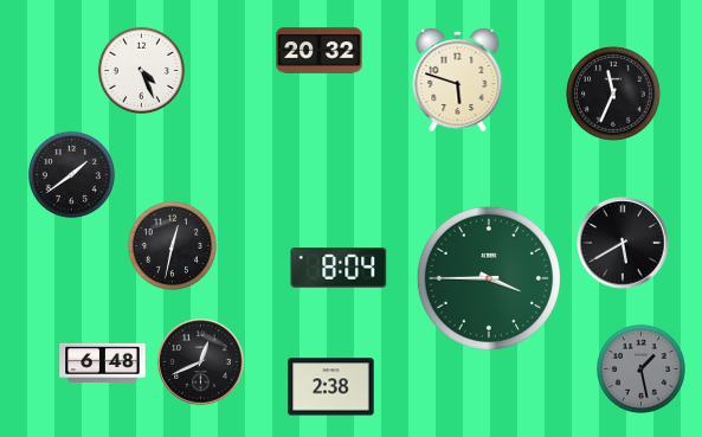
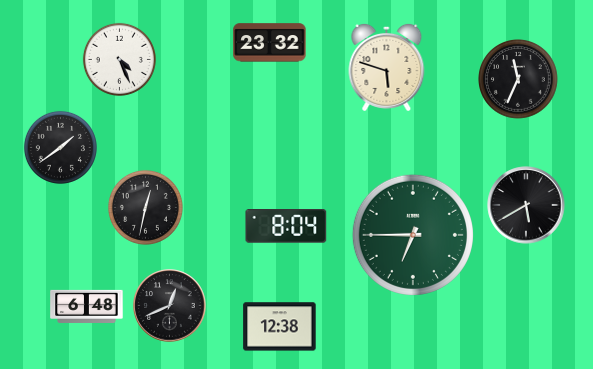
clock at (320, 51): 20:32 -> 23:32
clock at (489, 278): 3:45 -> 6:45
clock at (640, 368): 1:28 -> none
clock at (331, 387): 2:38 -> 12:38
